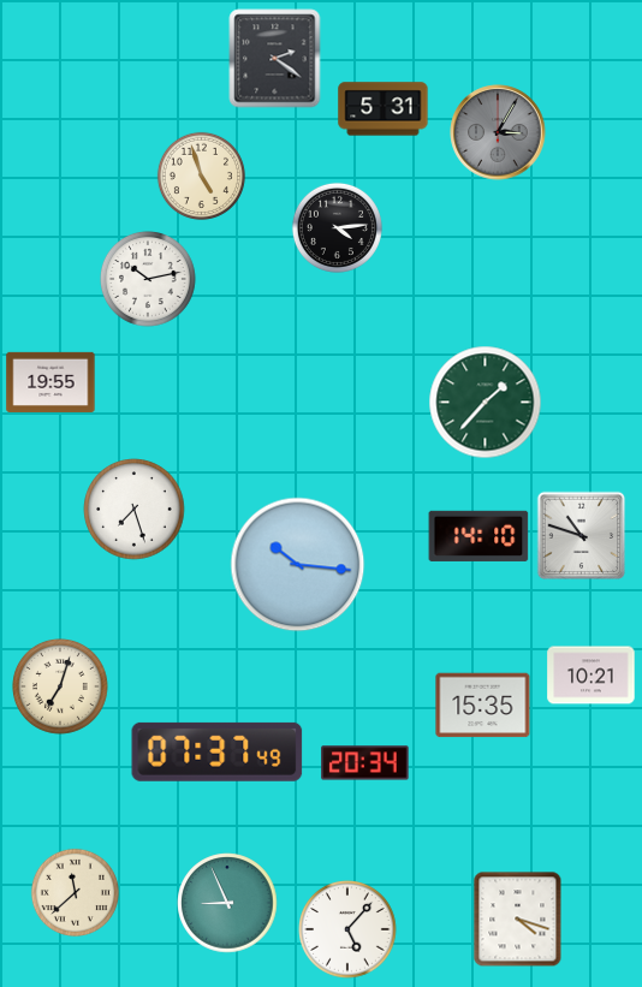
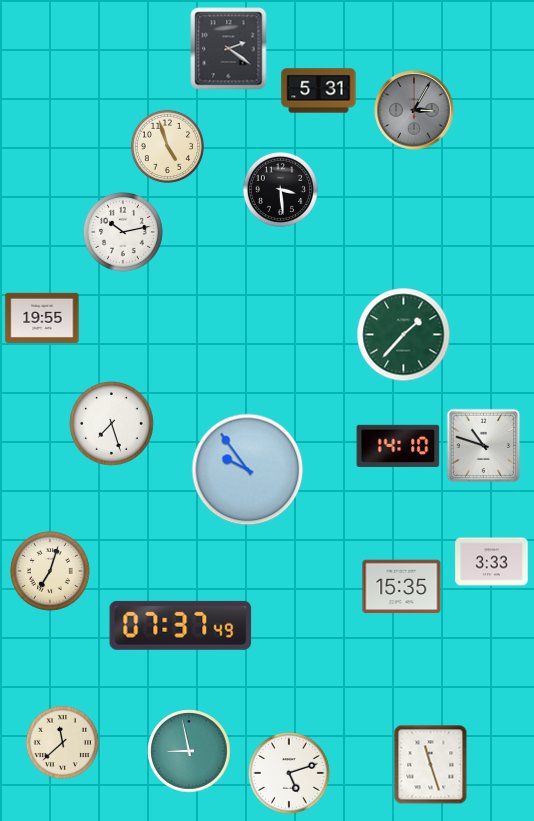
clock at (337, 227): 4:14 -> 3:29
clock at (298, 565): 10:16 -> 9:54
clock at (592, 676): 10:21 -> 3:33
clock at (365, 763): 20:34 -> none
clock at (227, 903): 8:56 -> 8:58
clock at (518, 920): 4:18 -> 11:27
clock at (347, 929): 5:07 -> 5:12
